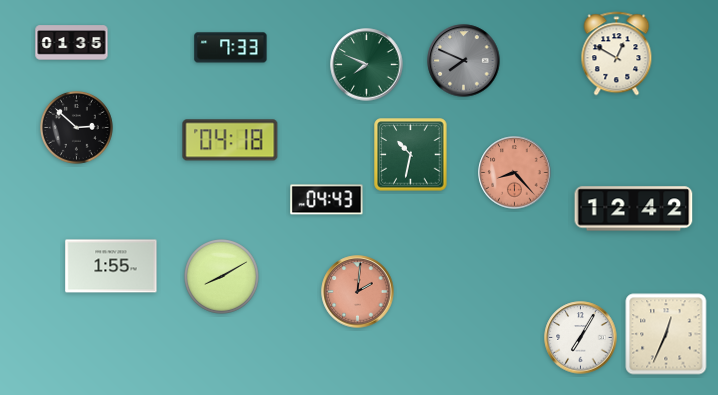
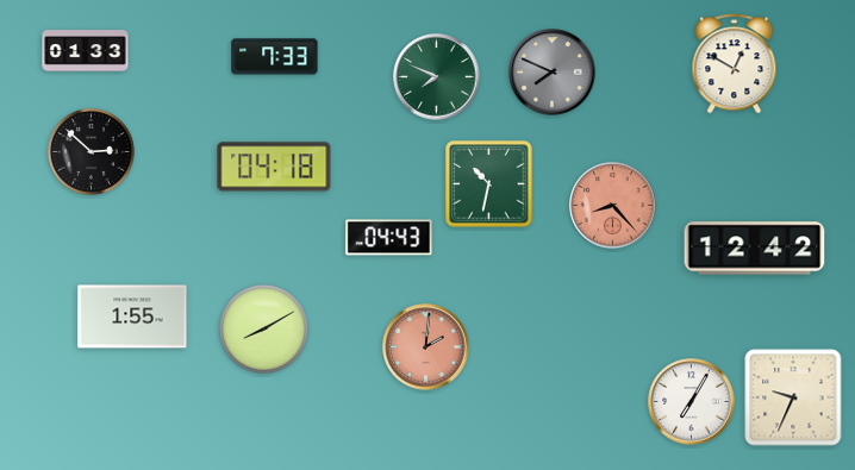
clock at (72, 43): 01:35 -> 01:33
clock at (666, 334): 12:34 -> 9:34
